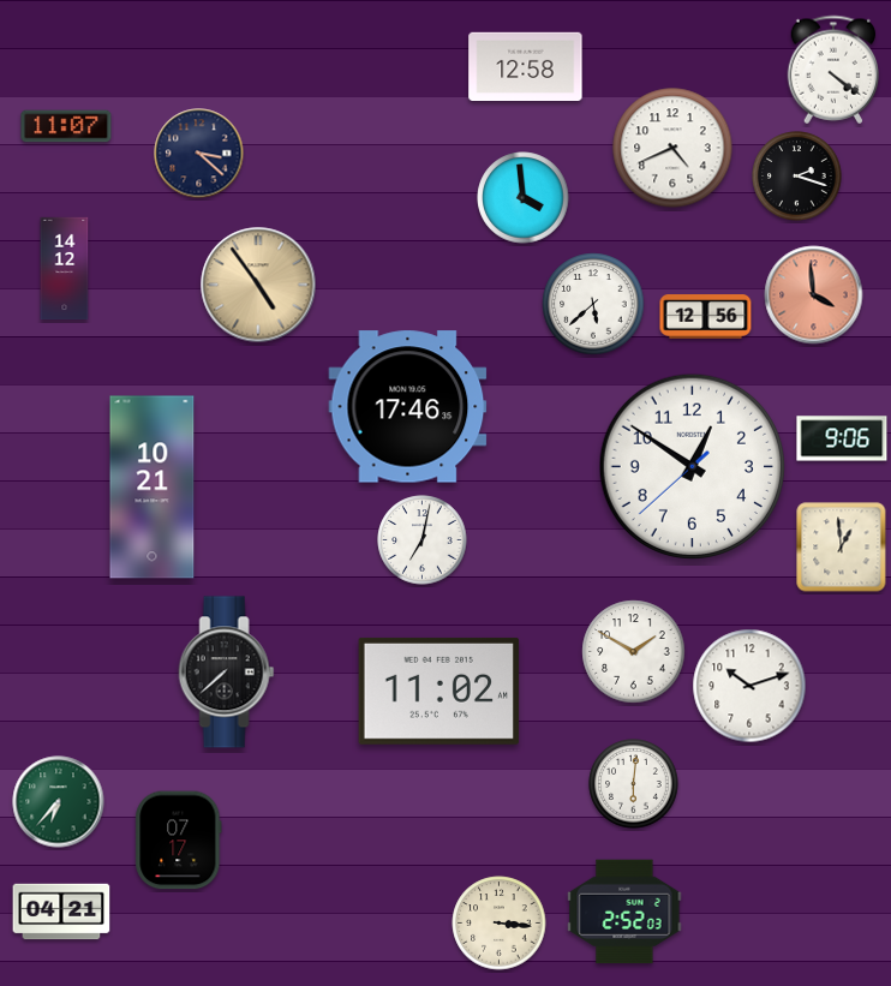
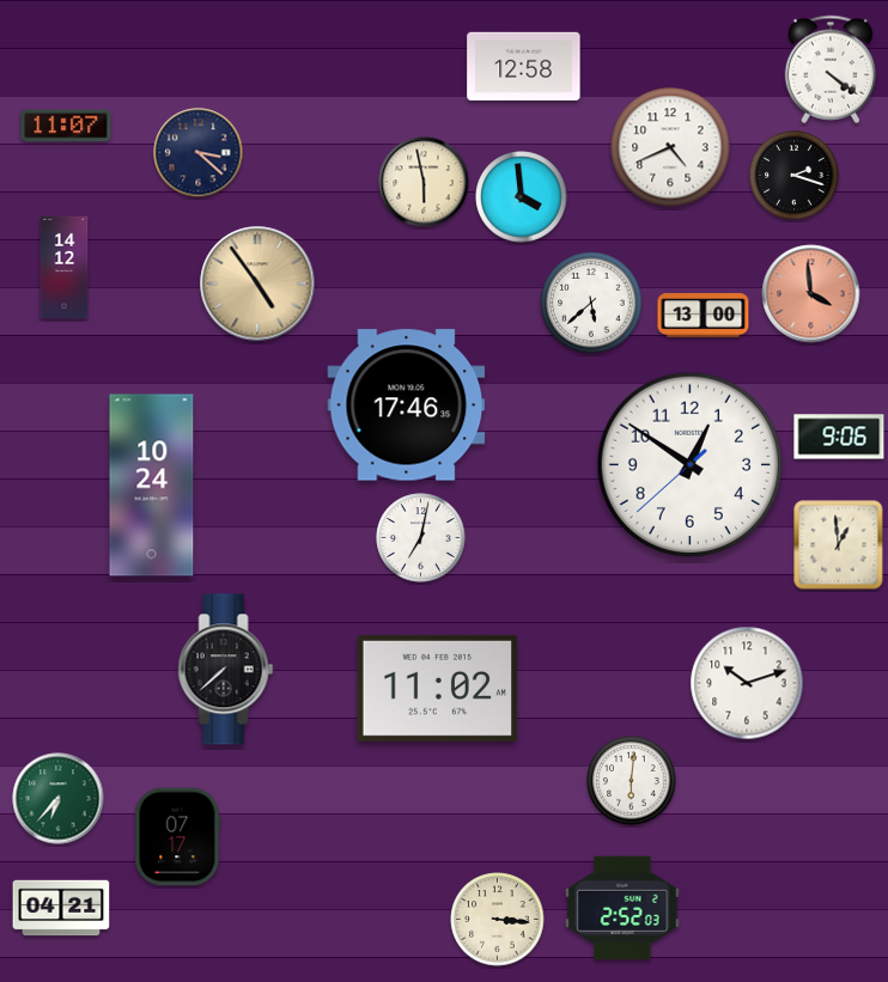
clock at (424, 182): none -> 5:58
clock at (706, 317): 12:56 -> 13:00
clock at (153, 488): 10:21 -> 10:24
clock at (634, 652): 1:50 -> none
